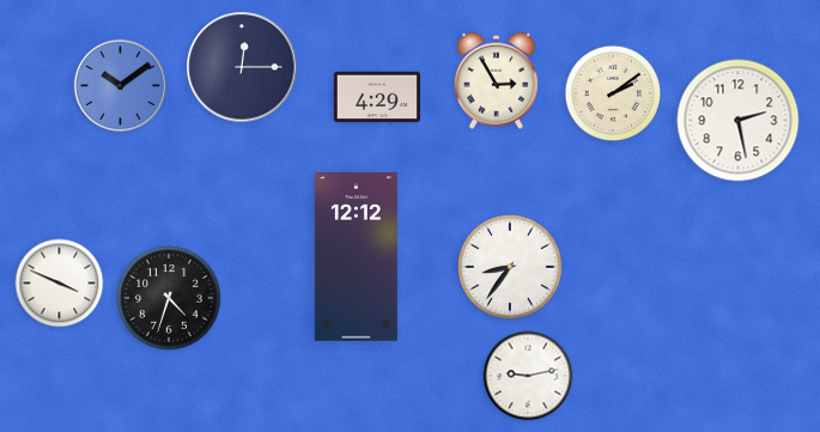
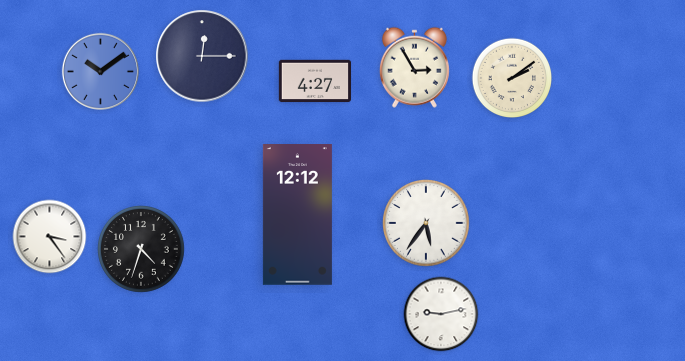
clock at (376, 97): 4:29 -> 4:27
clock at (739, 121): 2:28 -> none
clock at (511, 268): 8:36 -> 5:36
clock at (60, 284): 3:49 -> 3:24
